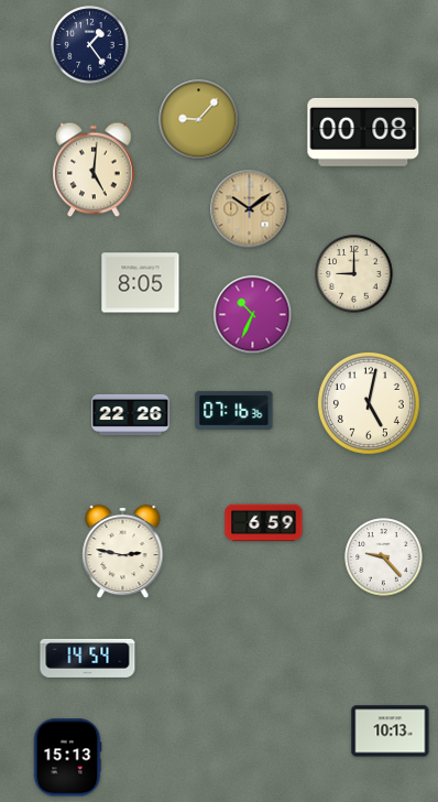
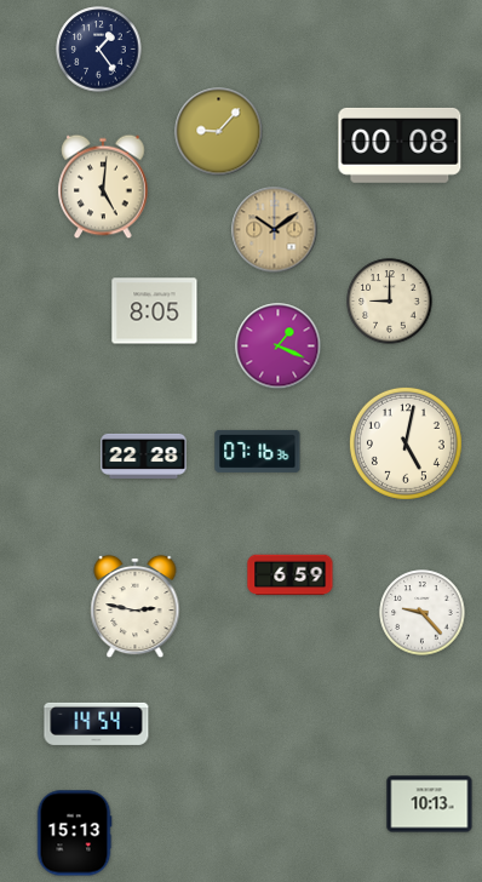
clock at (253, 315): 10:34 -> 1:19
clock at (131, 414): 22:26 -> 22:28
